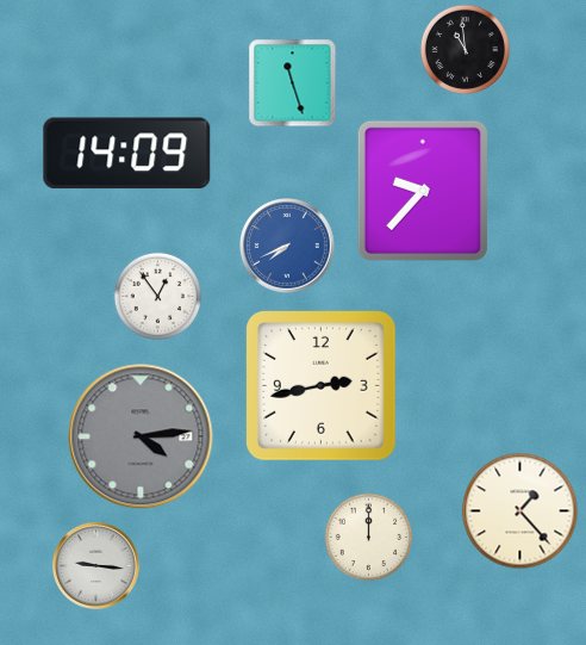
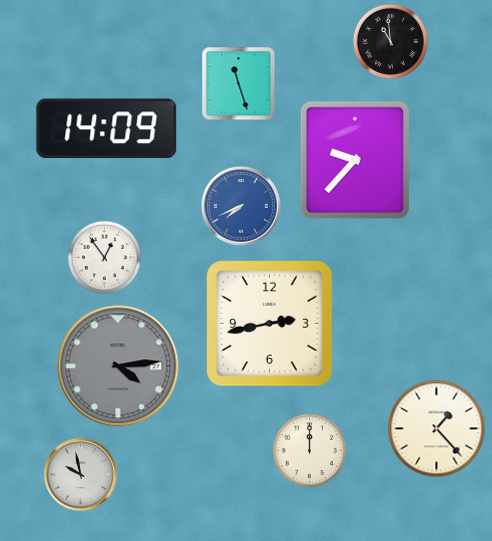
clock at (293, 83) position: (293, 83) -> (239, 84)
clock at (158, 297) position: (158, 297) -> (105, 258)
clock at (96, 566): 9:16 -> 9:58
